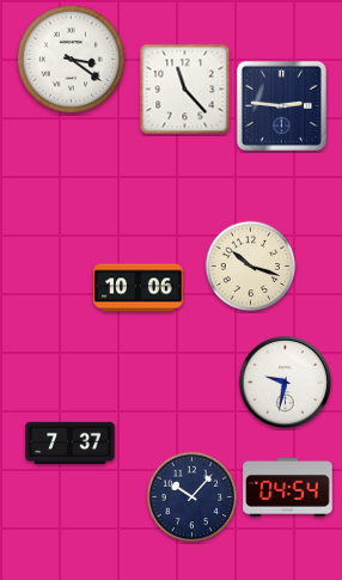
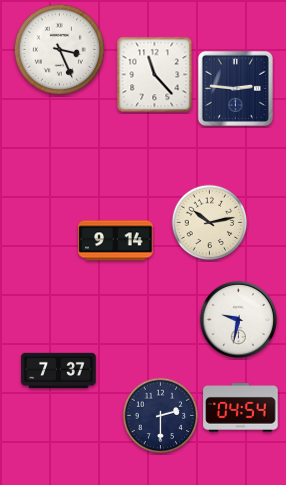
clock at (71, 59): 3:21 -> 3:26
clock at (251, 267): 10:18 -> 10:13
clock at (139, 288): 10:06 -> 9:14
clock at (193, 497): 10:07 -> 2:30
